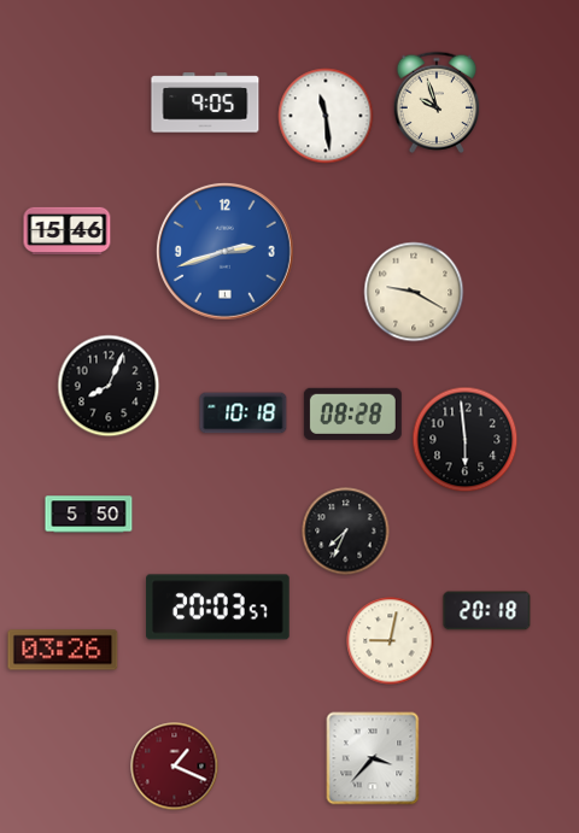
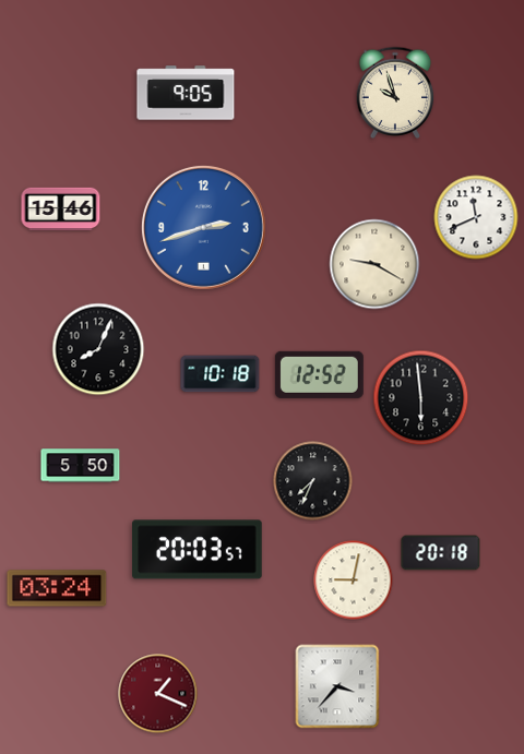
clock at (326, 116): 11:29 -> none
clock at (476, 217): none -> 11:41
clock at (352, 413): 08:28 -> 12:52
clock at (63, 650): 03:26 -> 03:24
